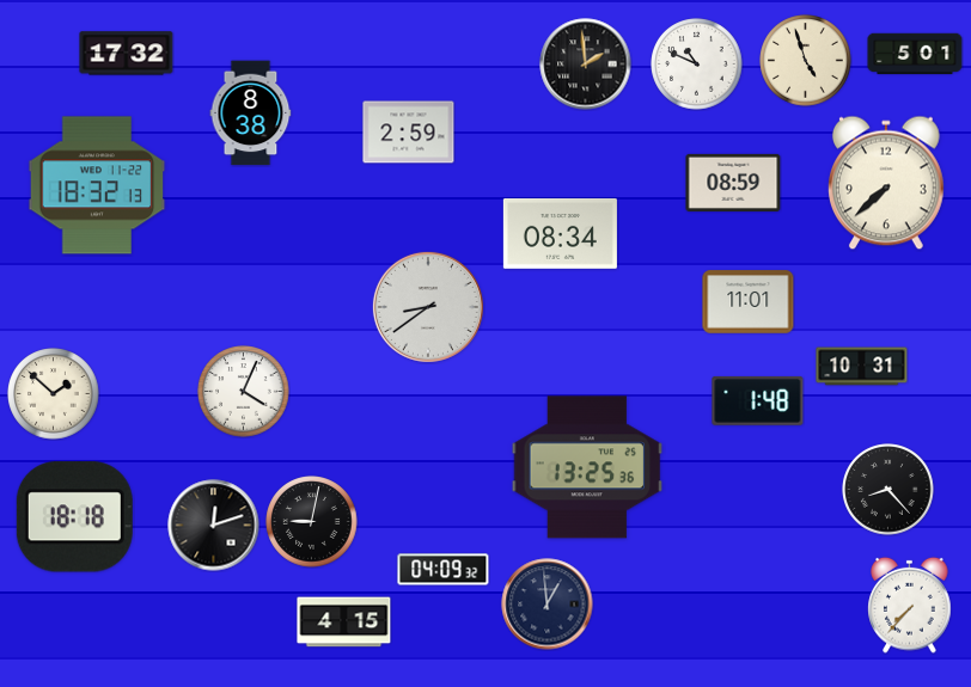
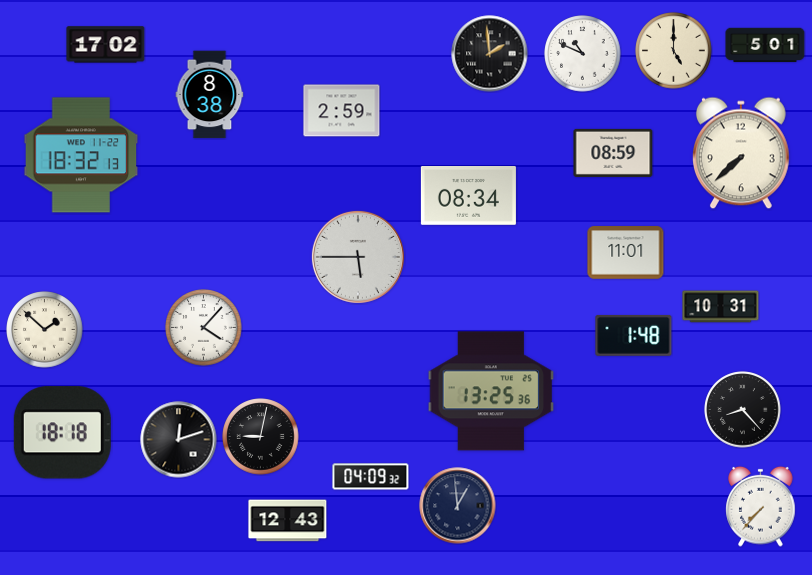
clock at (127, 54): 17:32 -> 17:02
clock at (806, 61): 4:57 -> 5:00
clock at (428, 307): 8:39 -> 5:45
clock at (244, 392): 4:04 -> 4:07
clock at (344, 622): 4:15 -> 12:43
